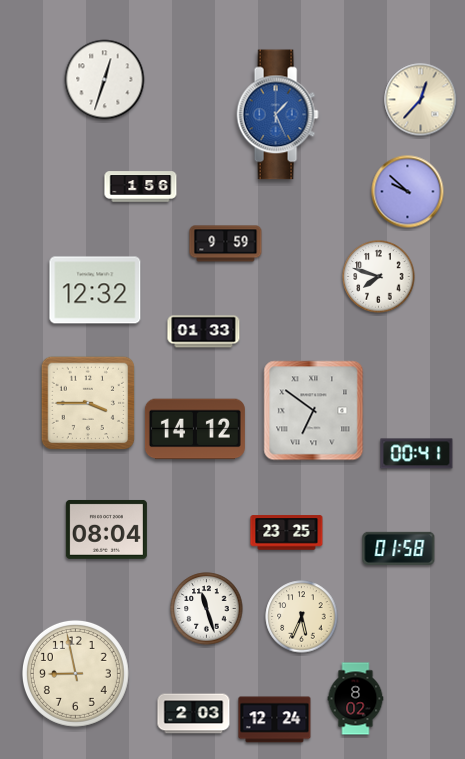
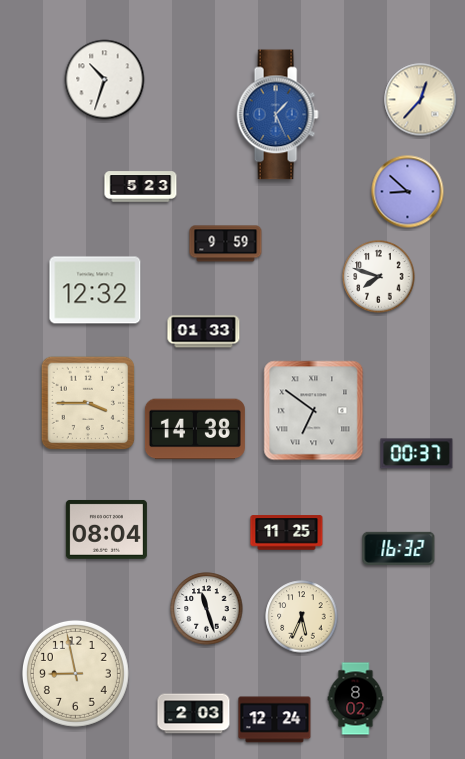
clock at (105, 80): 12:33 -> 10:33
clock at (141, 187): 1:56 -> 5:23
clock at (408, 192): 9:52 -> 8:52
clock at (195, 429): 14:12 -> 14:38
clock at (417, 454): 00:41 -> 00:37
clock at (287, 533): 23:25 -> 11:25
clock at (399, 548): 01:58 -> 16:32
